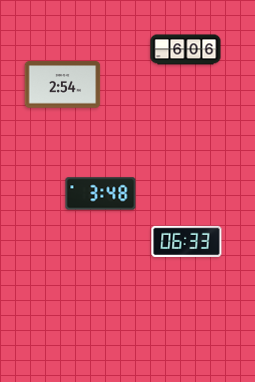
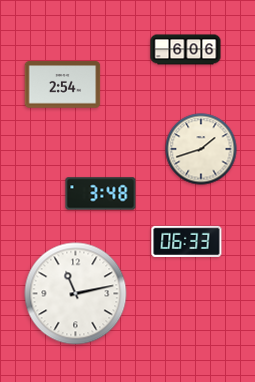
clock at (201, 149): none -> 1:42
clock at (76, 294): none -> 11:13
